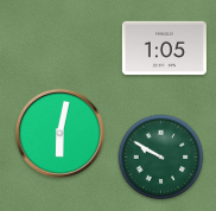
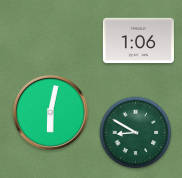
clock at (164, 49): 1:05 -> 1:06
clock at (161, 158): 9:50 -> 8:50
